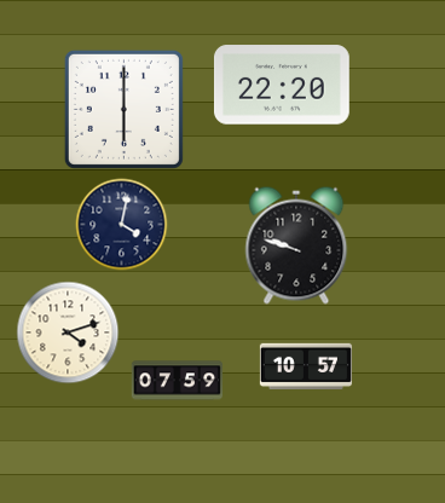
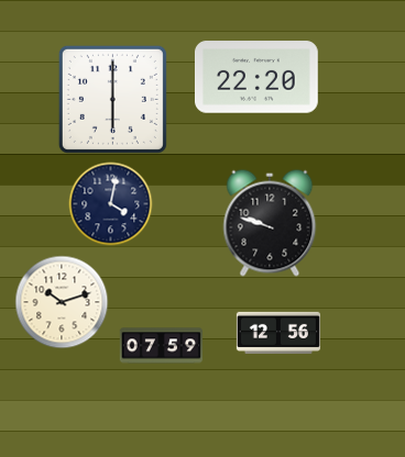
clock at (68, 333): 4:12 -> 10:12
clock at (306, 365): 10:57 -> 12:56
